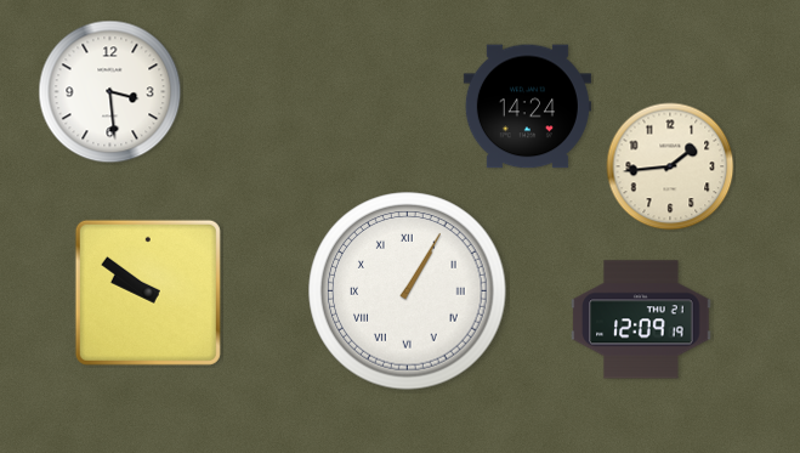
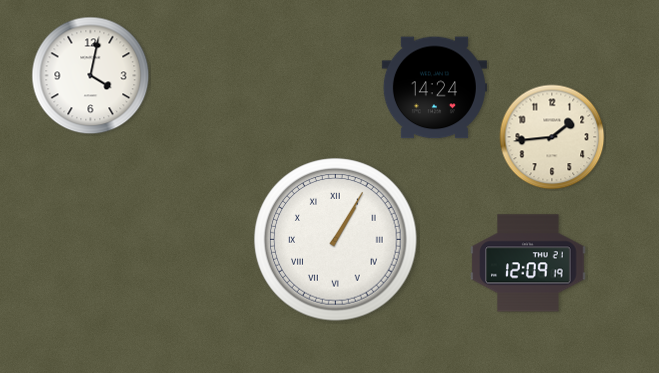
clock at (110, 92): 3:29 -> 4:02
clock at (148, 293): 9:51 -> none
